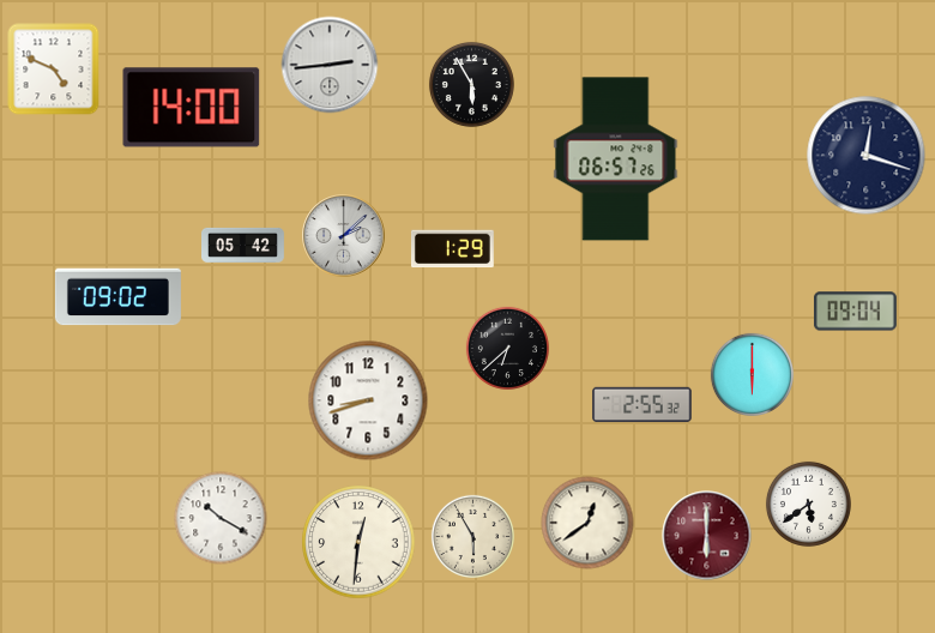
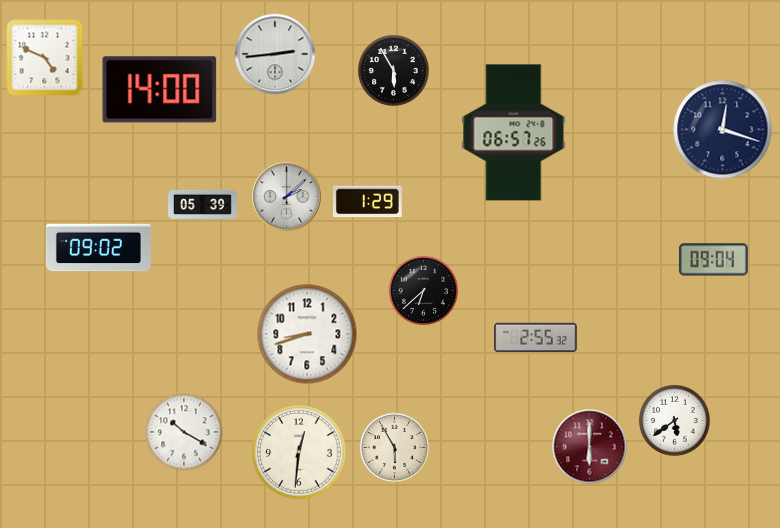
clock at (243, 245): 05:42 -> 05:39
clock at (452, 249) position: (452, 249) -> (367, 202)
clock at (752, 374): 6:00 -> none
clock at (587, 523): 12:39 -> none
